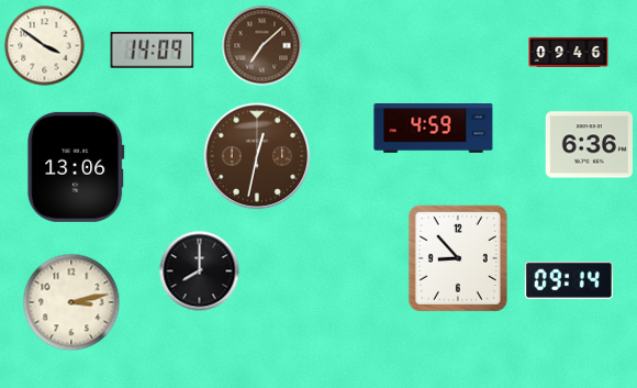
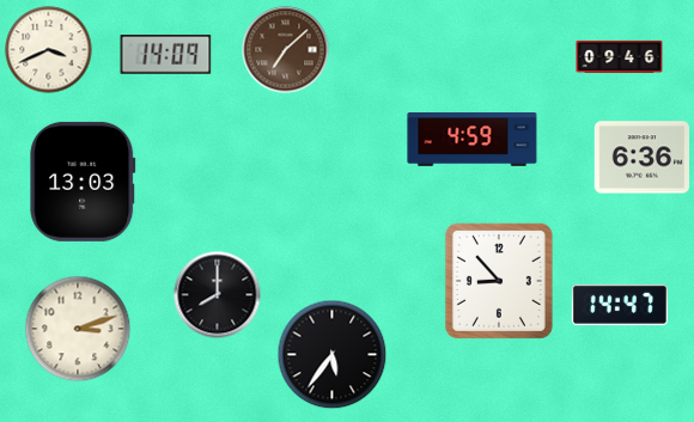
clock at (45, 46): 3:51 -> 3:41
clock at (257, 156): 12:32 -> none
clock at (76, 167): 13:06 -> 13:03
clock at (569, 280): 09:14 -> 14:47
clock at (71, 302): 3:13 -> 3:12
clock at (333, 355): none -> 5:36
